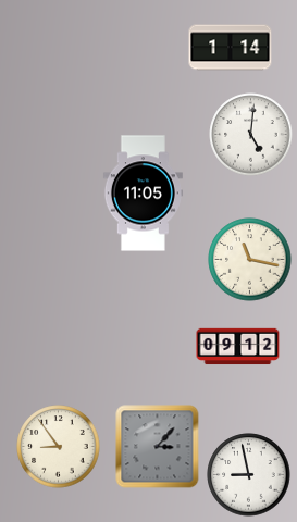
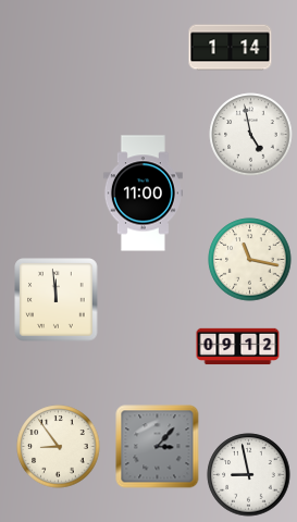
clock at (251, 135): 5:01 -> 4:58
clock at (143, 194): 11:05 -> 11:00
clock at (57, 300): none -> 11:59
